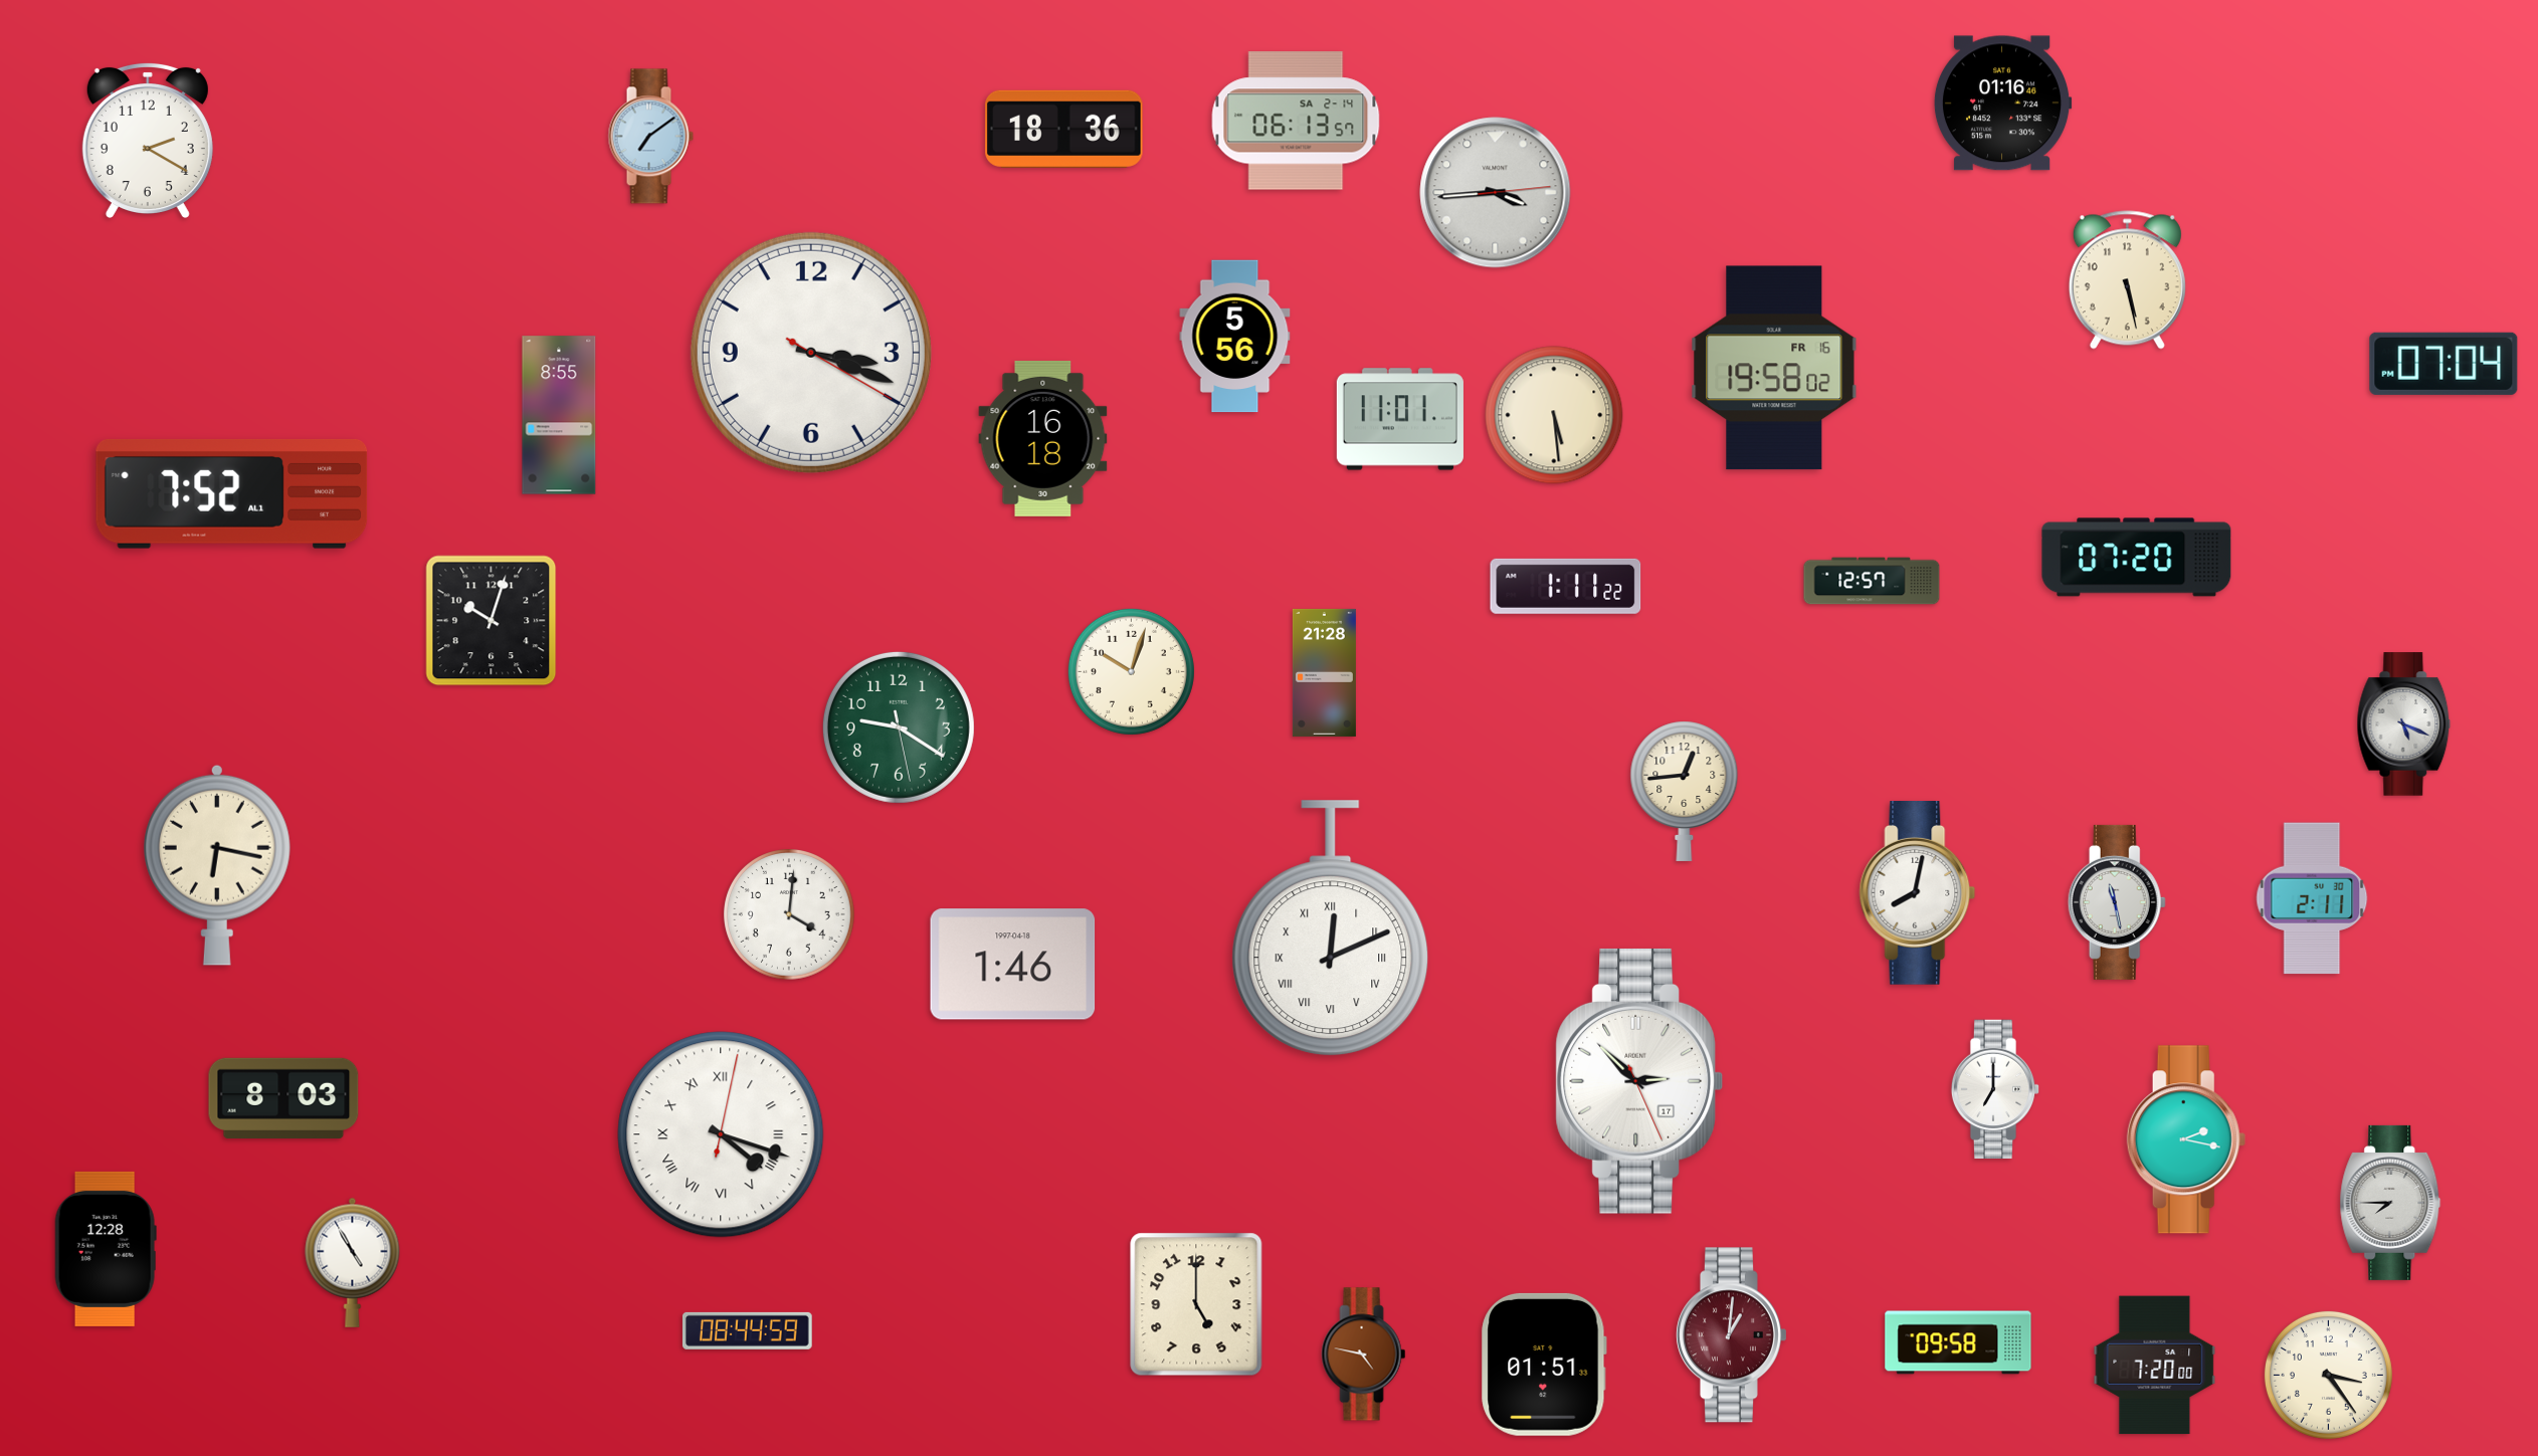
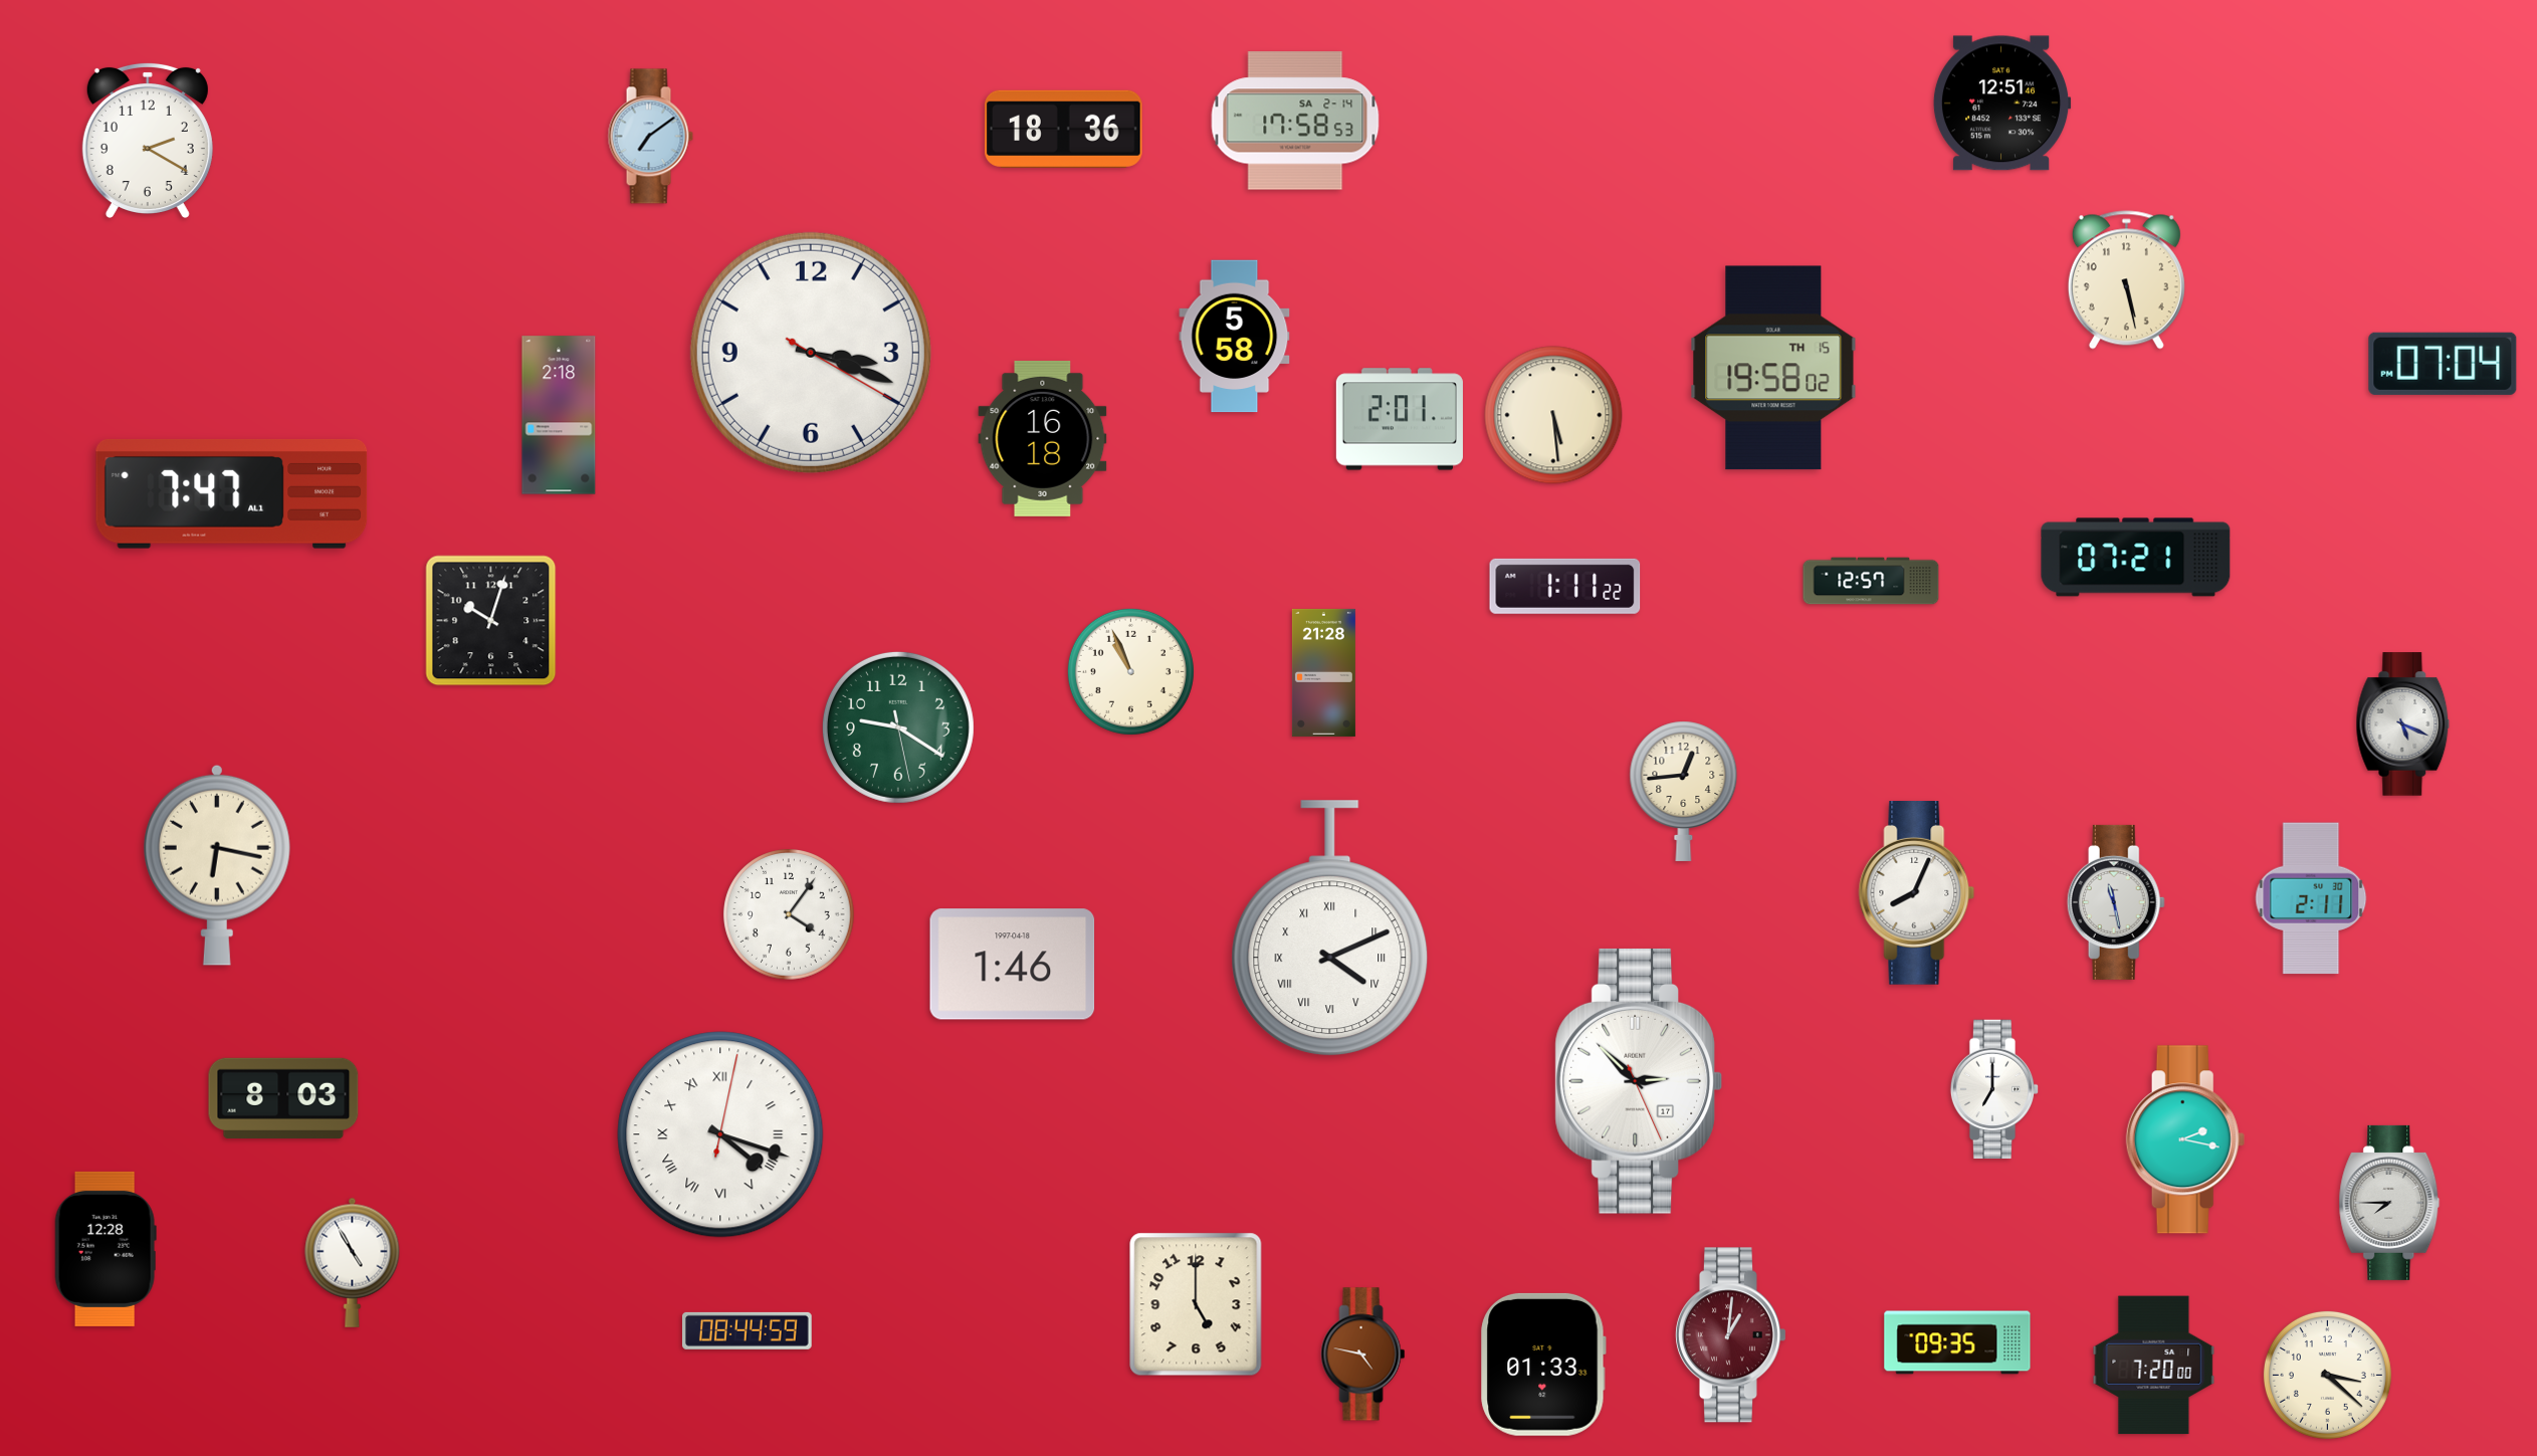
clock at (2002, 103): 01:16 -> 12:51
clock at (1296, 121): 06:13 -> 17:58
clock at (1496, 193): 3:44 -> none
clock at (1235, 337): 5:56 -> 5:58
clock at (1774, 368) date: FR 16 -> TH 15
clock at (559, 415): 8:55 -> 2:18
clock at (1400, 419): 11:01 -> 2:01
clock at (232, 494): 7:52 -> 7:47
clock at (2137, 558): 07:20 -> 07:21
clock at (1131, 671): 10:03 -> 10:56
clock at (1918, 893): 8:02 -> 8:04
clock at (789, 914): 4:01 -> 4:06
clock at (1331, 928): 12:11 -> 4:11
clock at (1958, 1342): 09:58 -> 09:35
clock at (1544, 1365): 01:51 -> 01:33
clock at (2328, 1375): 3:24 -> 3:22
